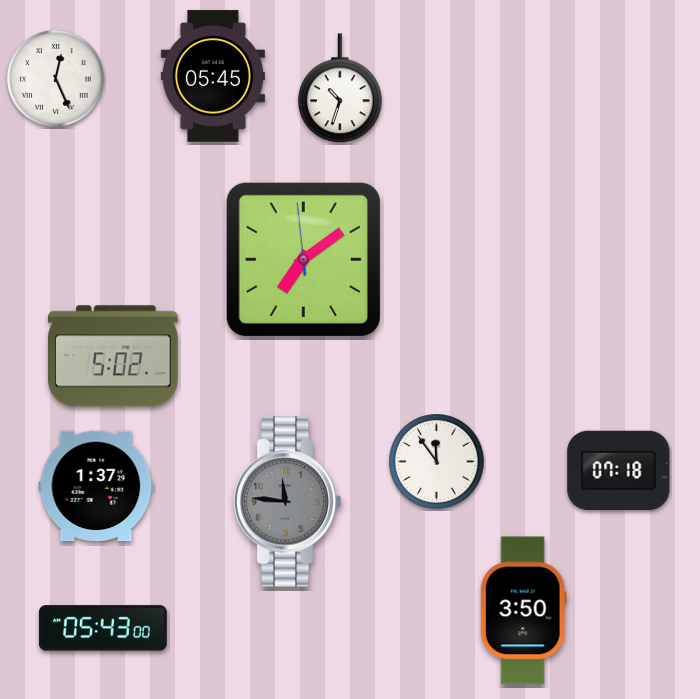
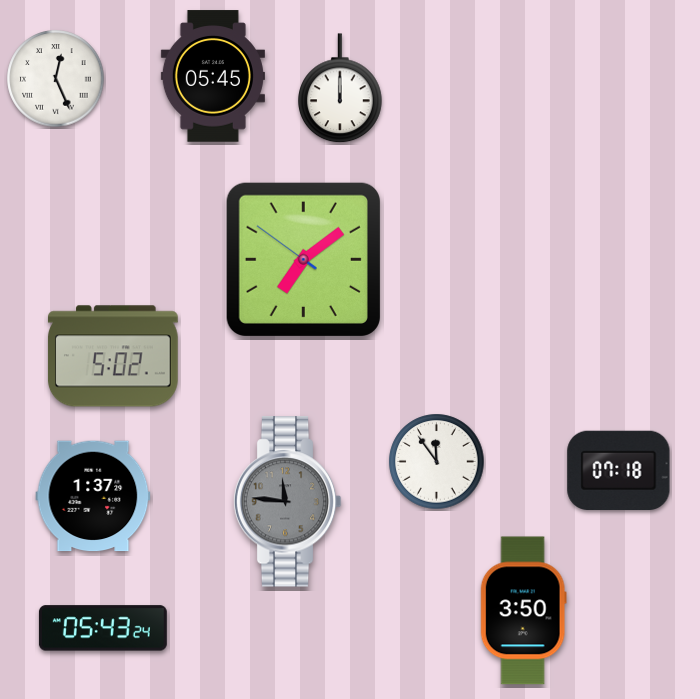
clock at (341, 89): 10:33 -> 12:00
clock at (303, 259): 7:08:59 -> 7:08:51
clock at (96, 486) position: (96, 486) -> (93, 496)
clock at (103, 628): 05:43:00 -> 05:43:24
